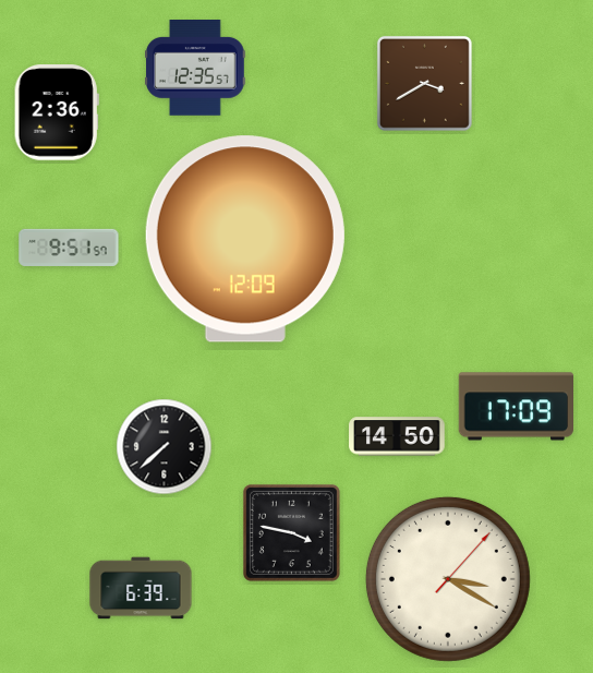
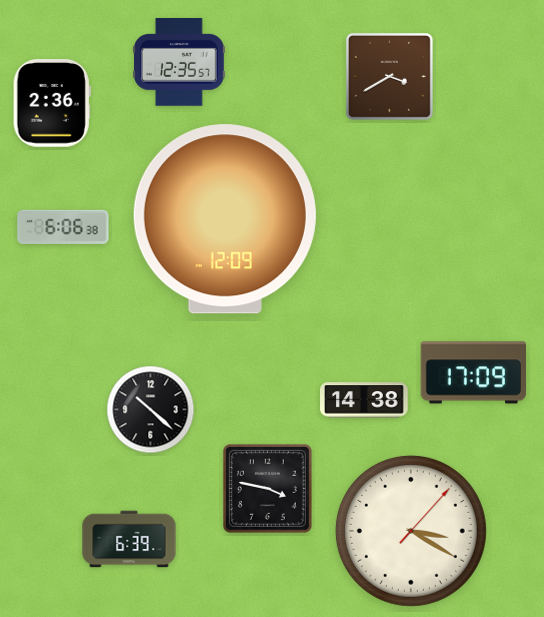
clock at (69, 248): 9:51 -> 6:06
clock at (397, 436): 14:50 -> 14:38
clock at (165, 447): 7:38 -> 10:22
